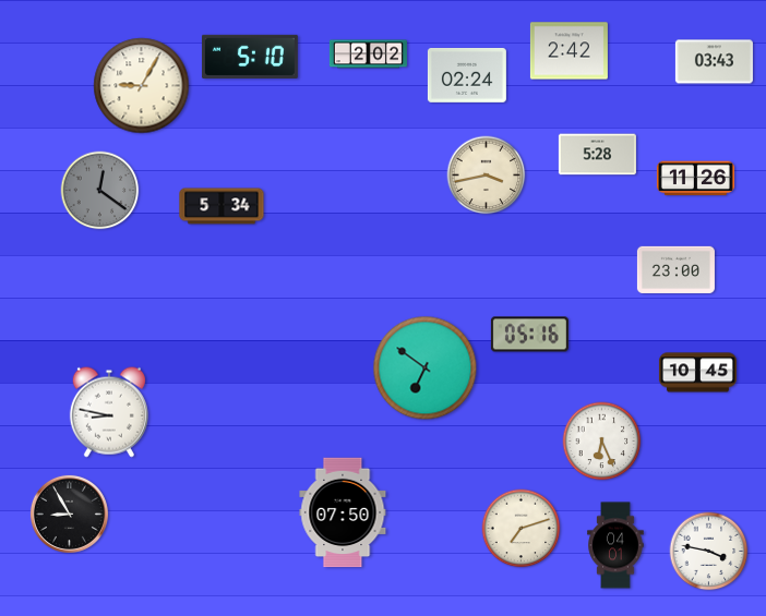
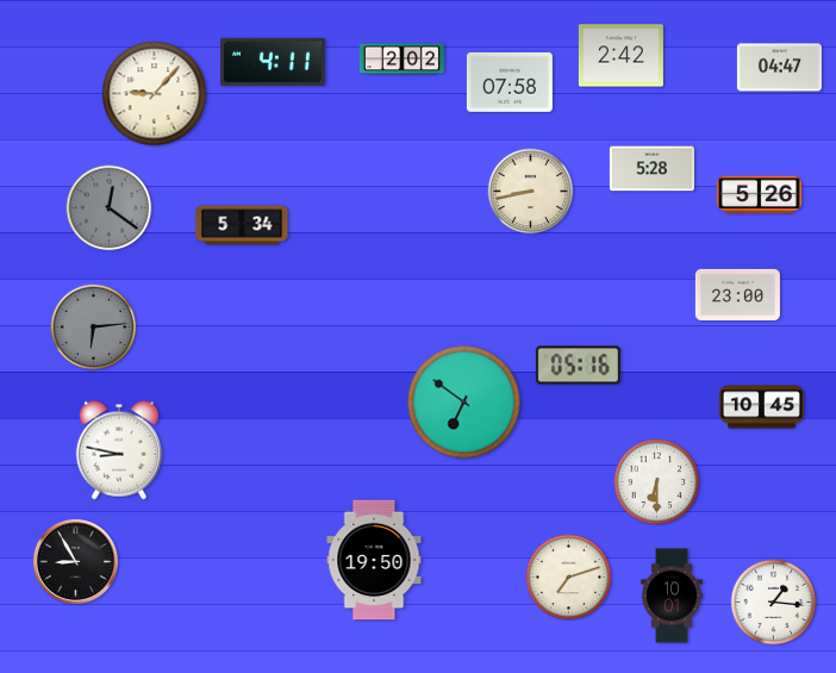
clock at (250, 57): 5:10 -> 4:11
clock at (714, 62): 03:43 -> 04:47
clock at (467, 75): 02:24 -> 07:58
clock at (142, 86): 9:05 -> 9:07
clock at (487, 176): 3:43 -> 8:43
clock at (695, 179): 11:26 -> 5:26
clock at (94, 328): none -> 6:14
clock at (602, 442): 6:26 -> 6:30
clock at (343, 512): 07:50 -> 19:50
clock at (615, 545): 04:01 -> 10:01
clock at (709, 552): 3:47 -> 1:16
